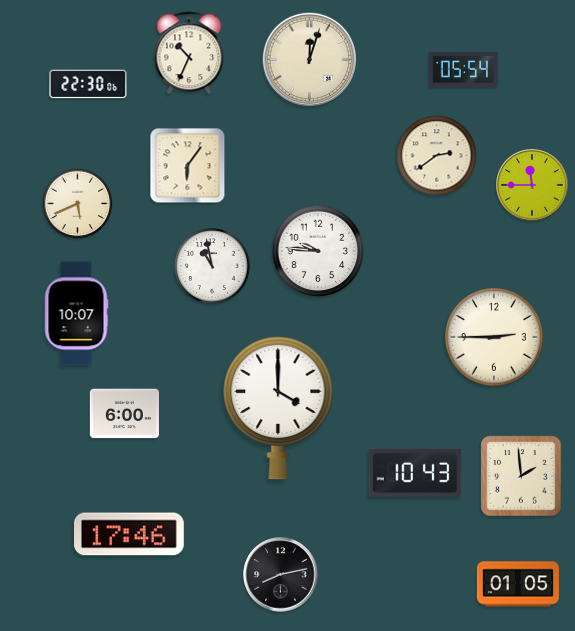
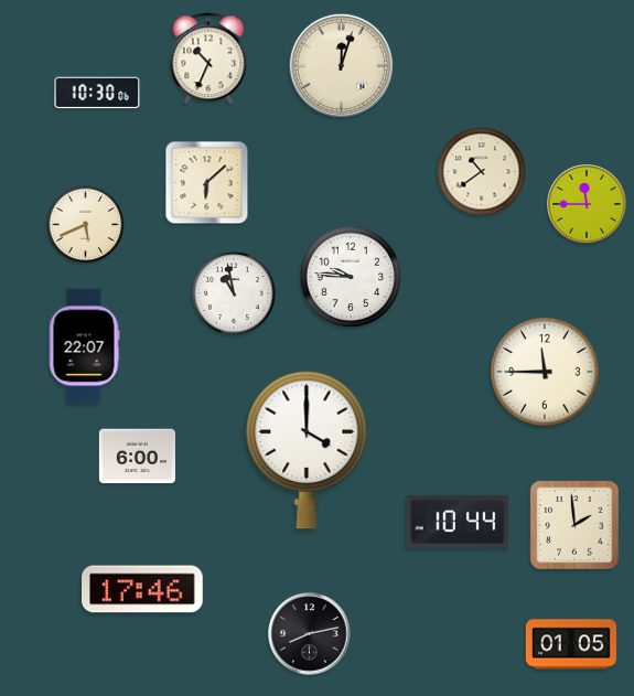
clock at (463, 69): 05:54 -> none
clock at (88, 84): 22:30 -> 10:30
clock at (437, 156): 2:39 -> 10:39
clock at (188, 166): 6:06 -> 6:08
clock at (76, 314): 10:07 -> 22:07
clock at (494, 337): 2:45 -> 11:45
clock at (415, 473): 10:43 -> 10:44
